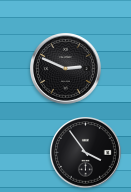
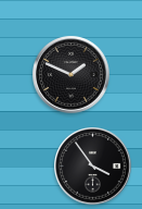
clock at (66, 69): 2:49 -> 1:49
